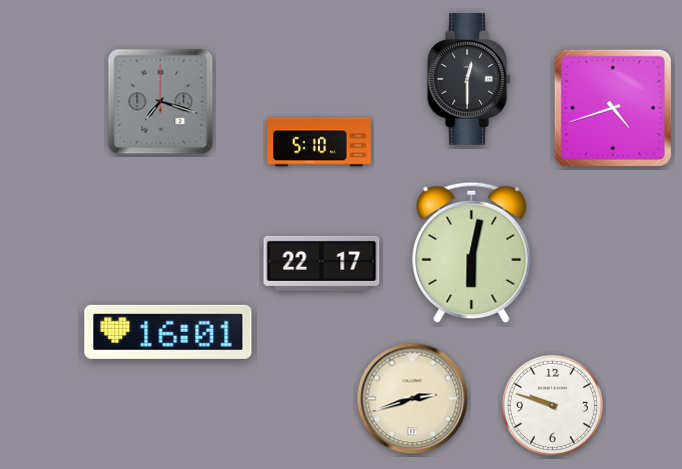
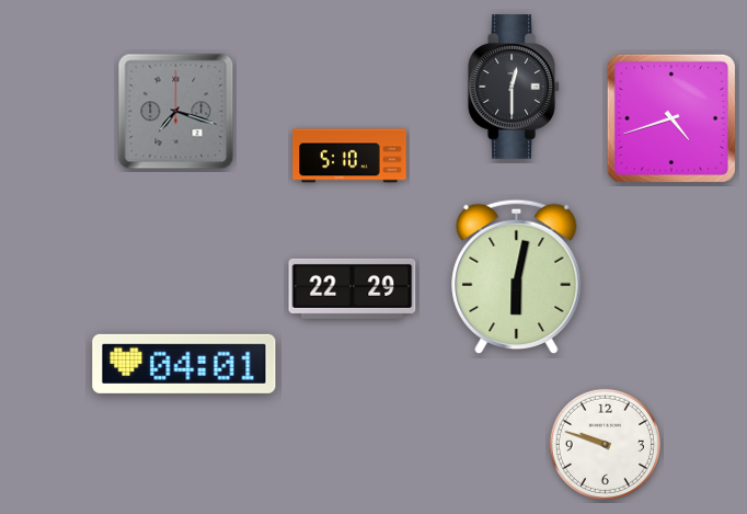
clock at (322, 263): 22:17 -> 22:29
clock at (168, 332): 16:01 -> 04:01
clock at (413, 399): 2:42 -> none
